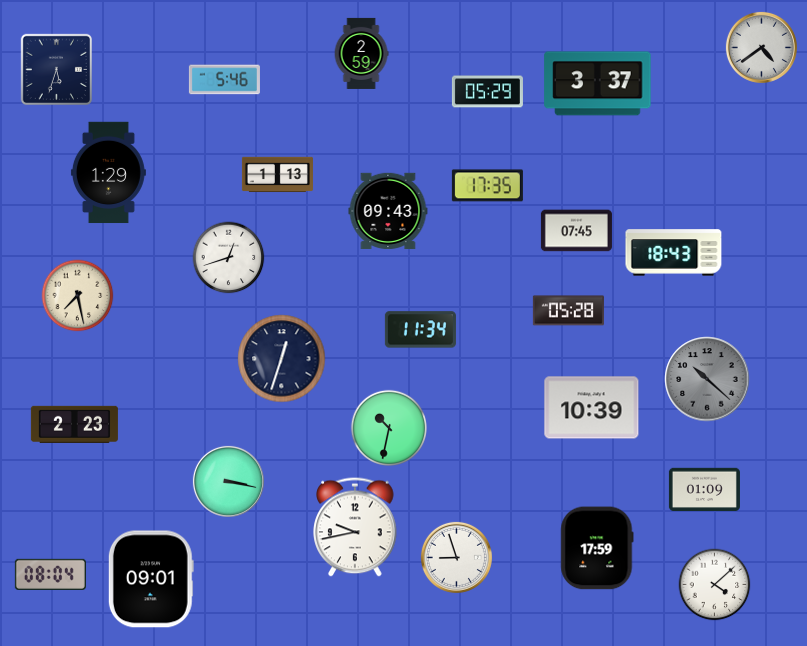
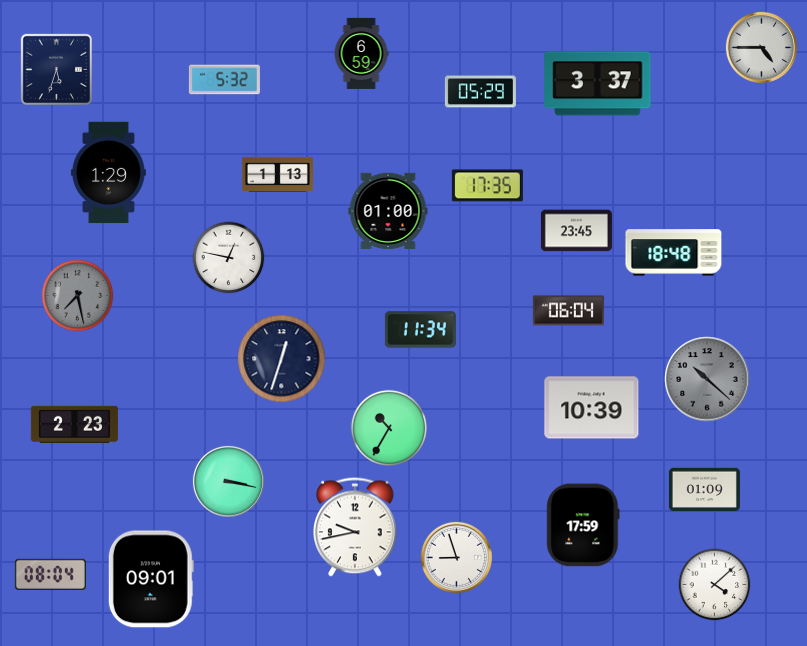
clock at (761, 47): 4:39 -> 4:45
clock at (361, 53): 2:59 -> 6:59
clock at (224, 80): 5:46 -> 5:32
clock at (487, 92) position: (487, 92) -> (480, 92)
clock at (388, 211): 09:43 -> 01:00
clock at (576, 231): 07:45 -> 23:45
clock at (674, 253): 18:43 -> 18:48
clock at (229, 258): 12:42 -> 12:47
clock at (78, 296) dial: cream -> grey
clock at (568, 311): 05:28 -> 06:04
clock at (388, 427): 10:32 -> 10:35
clock at (597, 548) position: (597, 548) -> (583, 525)
